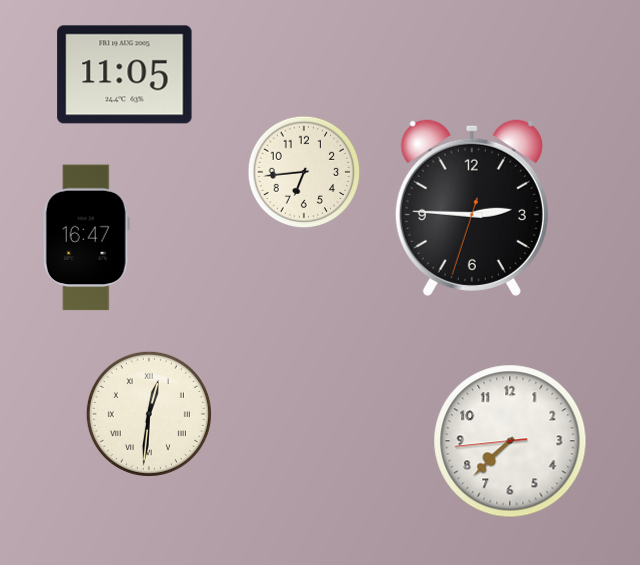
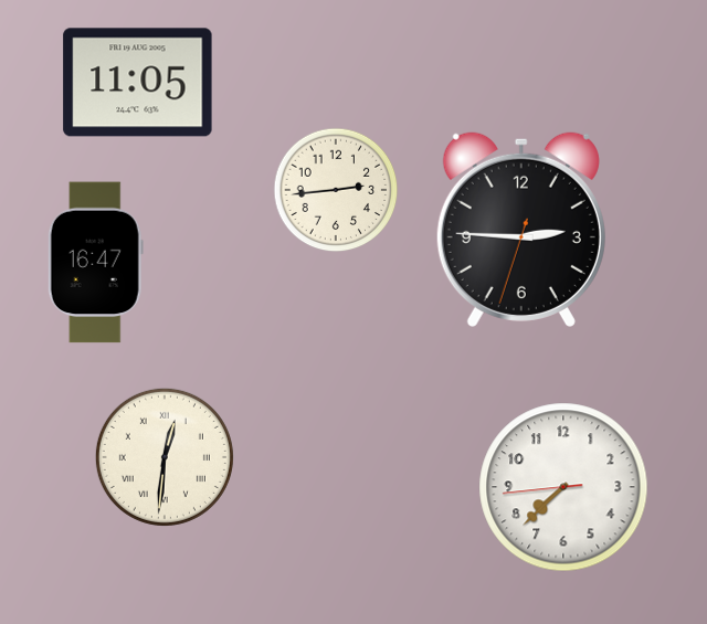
clock at (304, 172): 6:44 -> 2:44
